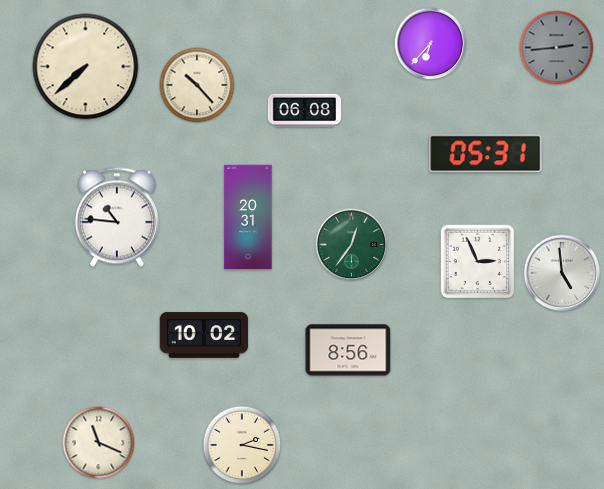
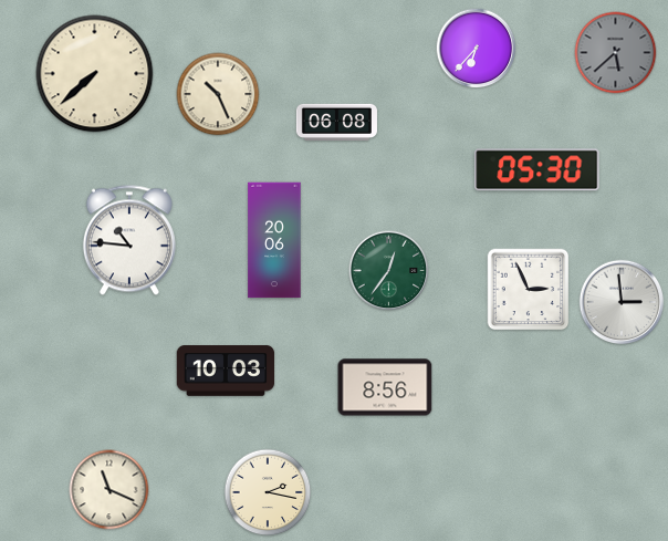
clock at (557, 48): 2:44 -> 5:38
clock at (197, 85): 10:23 -> 10:26
clock at (486, 154): 05:31 -> 05:30
clock at (248, 217): 20:31 -> 20:06
clock at (562, 273): 4:59 -> 2:59
clock at (204, 335): 10:02 -> 10:03
